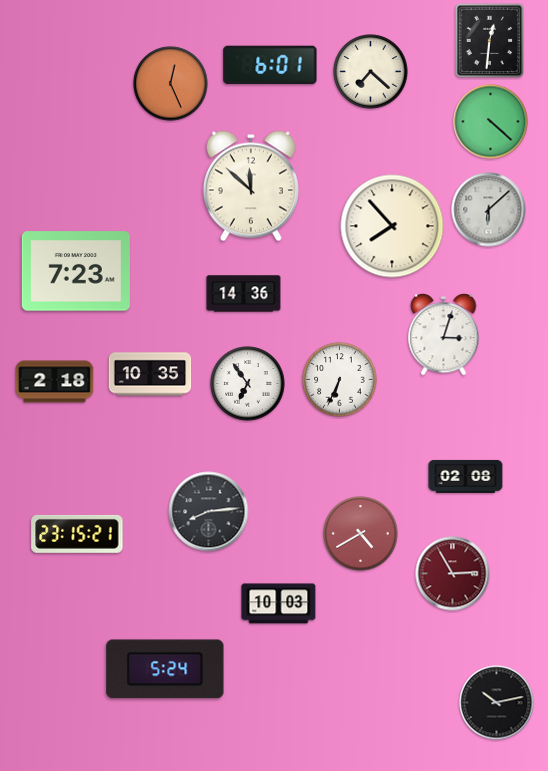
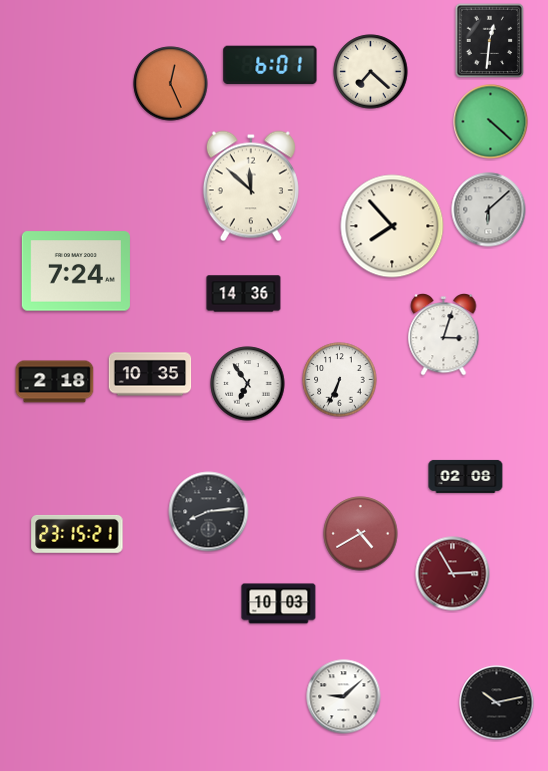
clock at (76, 271): 7:23 -> 7:24
clock at (165, 669): 5:24 -> none
clock at (344, 697): none -> 9:08
